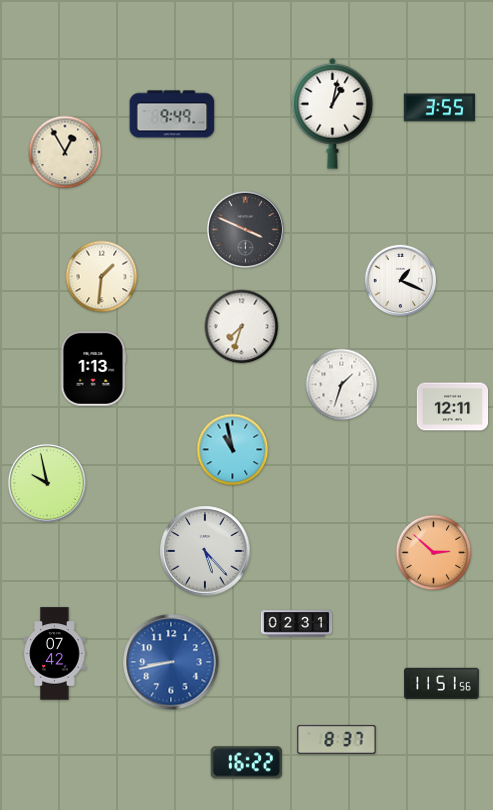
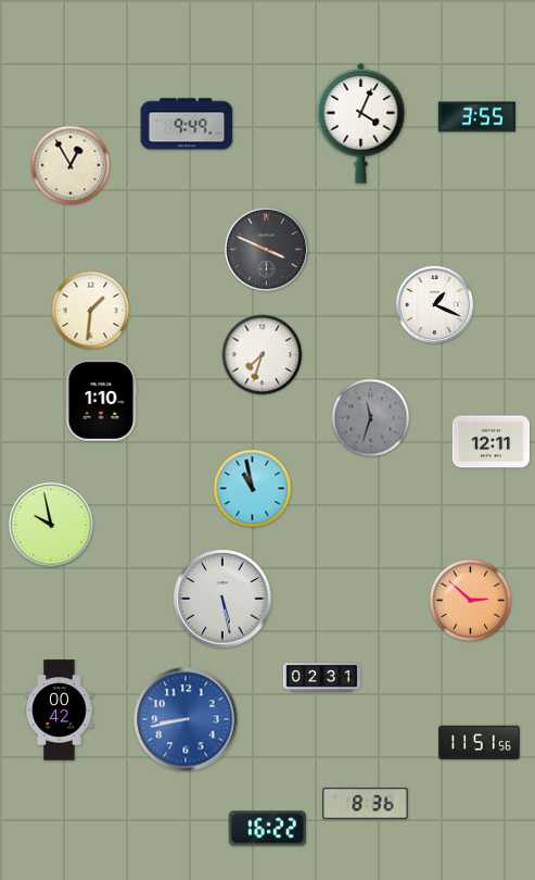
clock at (333, 113): 1:02 -> 4:04
clock at (102, 277) position: (102, 277) -> (91, 311)
clock at (93, 369): 1:13 -> 1:10
clock at (342, 385): 1:33 -> 11:33
clock at (342, 385) dial: white -> grey
clock at (205, 551): 5:23 -> 5:28
clock at (55, 654): 07:42 -> 00:42
clock at (337, 739): 8:37 -> 8:36
